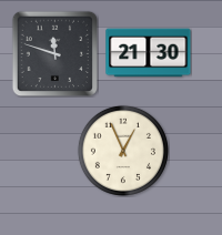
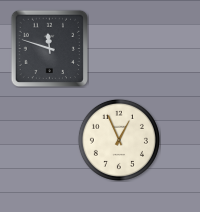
clock at (149, 53): 21:30 -> none
clock at (123, 151) position: (123, 151) -> (119, 140)
